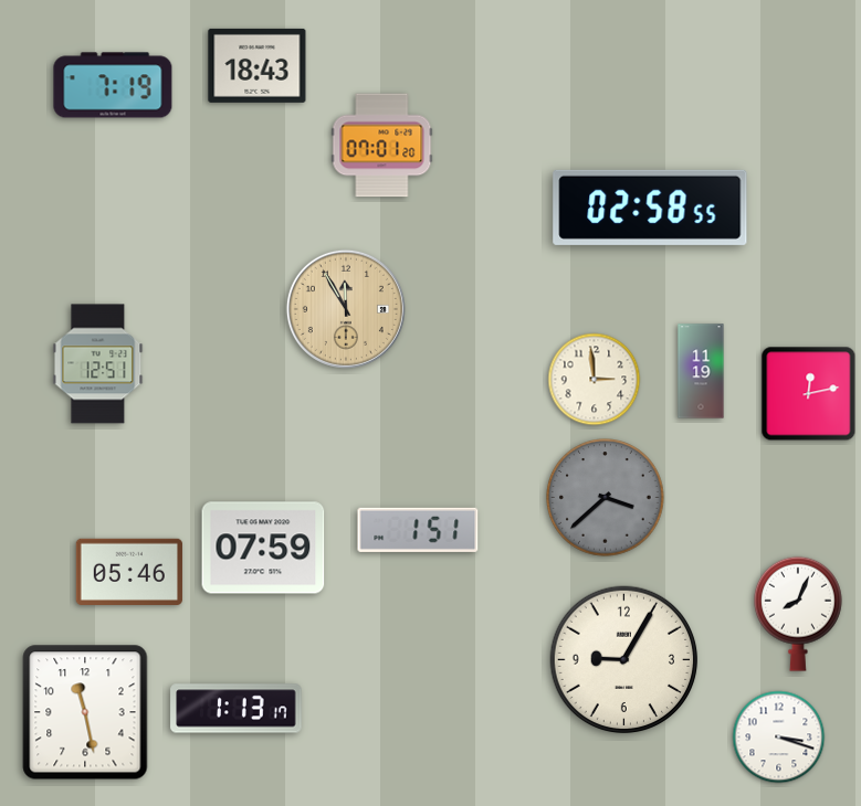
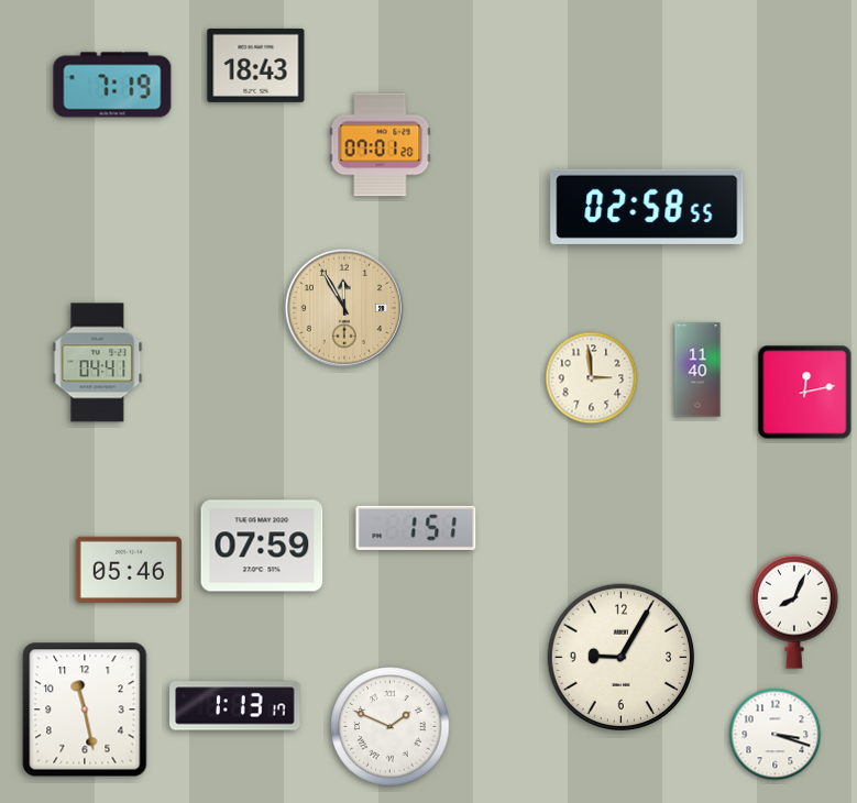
clock at (98, 364): 12:51 -> 04:41
clock at (701, 371): 11:19 -> 11:40
clock at (606, 498): 3:38 -> none
clock at (391, 727): none -> 1:49
